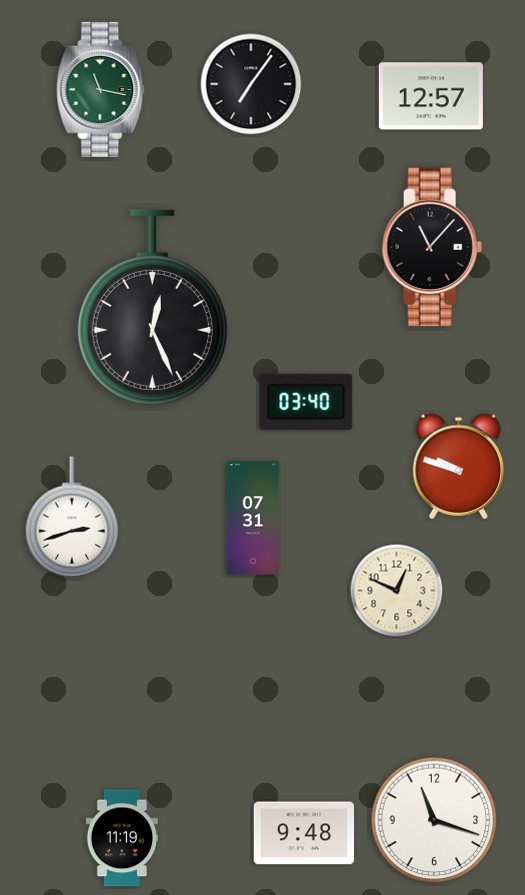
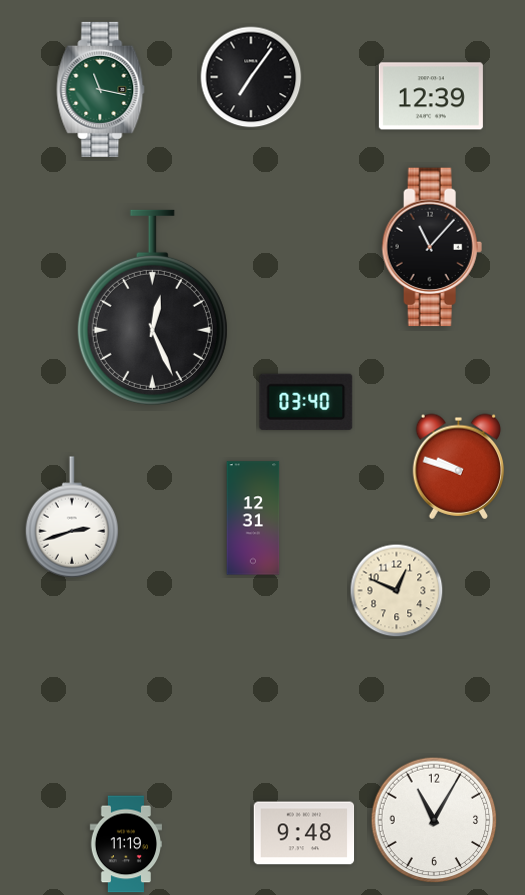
clock at (251, 84) position: (251, 84) -> (251, 77)
clock at (431, 96): 12:57 -> 12:39
clock at (253, 518): 07:31 -> 12:31
clock at (434, 820): 11:18 -> 11:05
clock at (121, 838) position: (121, 838) -> (125, 844)
